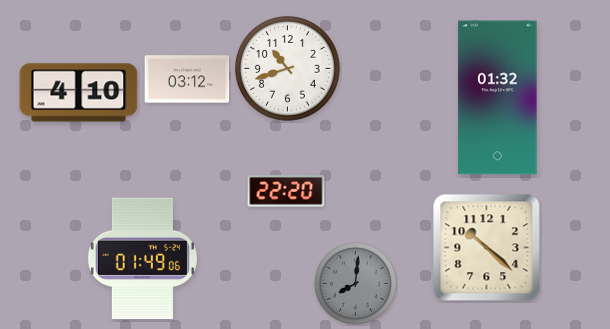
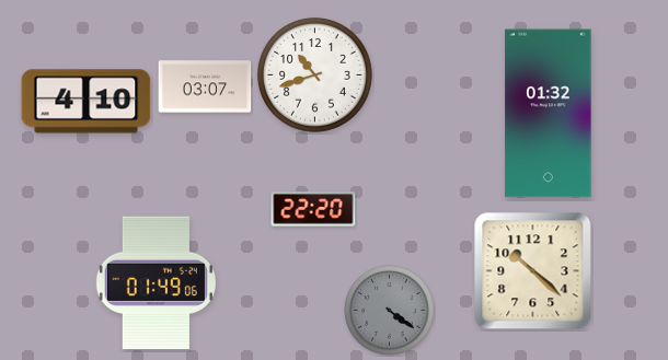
clock at (187, 79): 03:12 -> 03:07
clock at (498, 98) position: (498, 98) -> (549, 114)
clock at (356, 284): 8:01 -> 4:21
